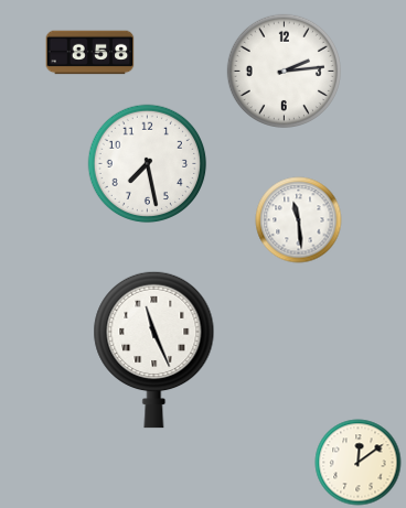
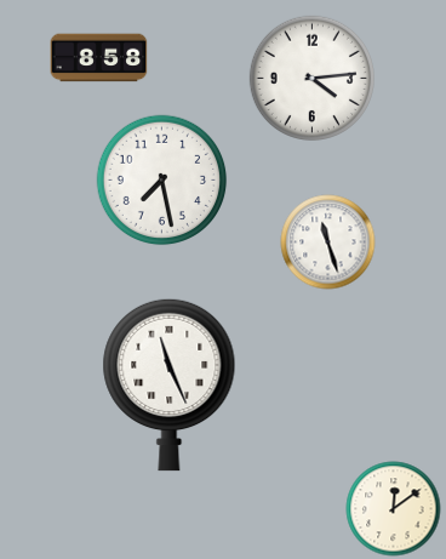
clock at (284, 71): 2:14 -> 4:14
clock at (298, 219): 11:29 -> 11:27
